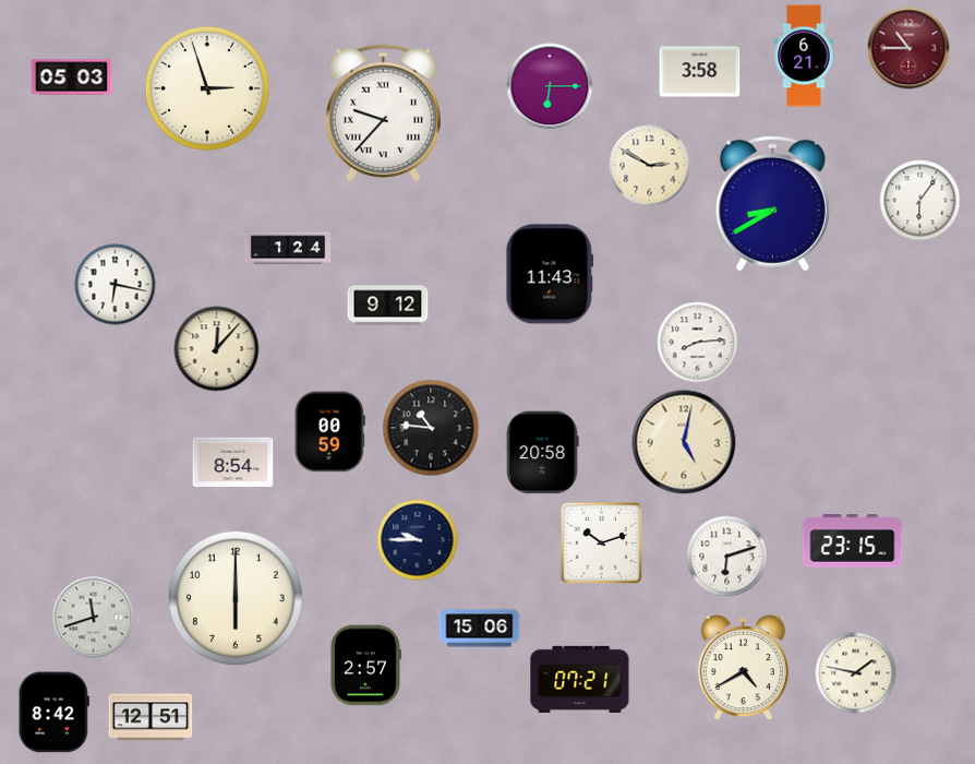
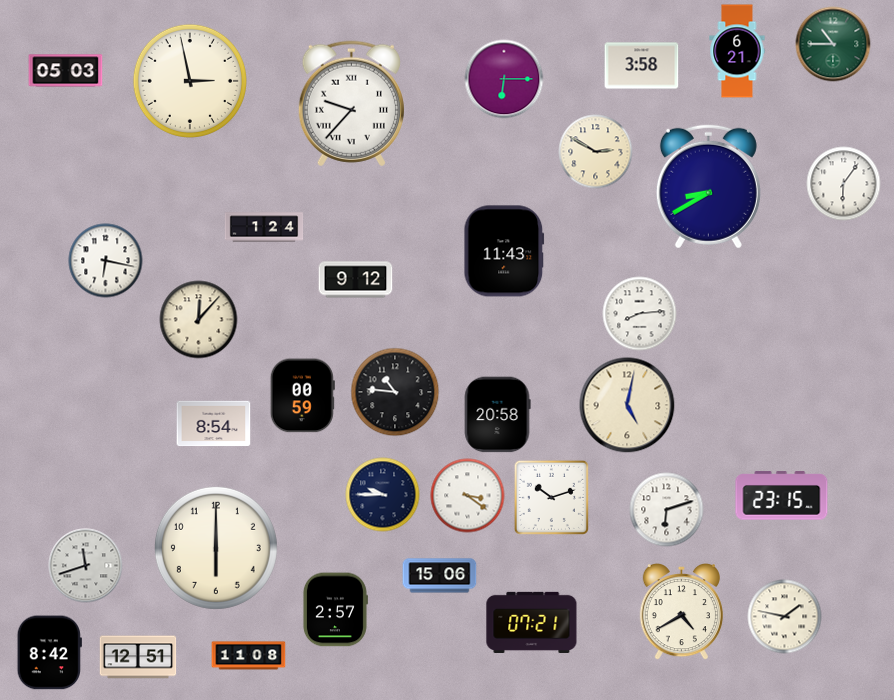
clock at (908, 48) dial: burgundy -> green
clock at (207, 88): 2:57 -> 2:58
clock at (468, 496): none -> 3:21
clock at (249, 656): none -> 11:08
